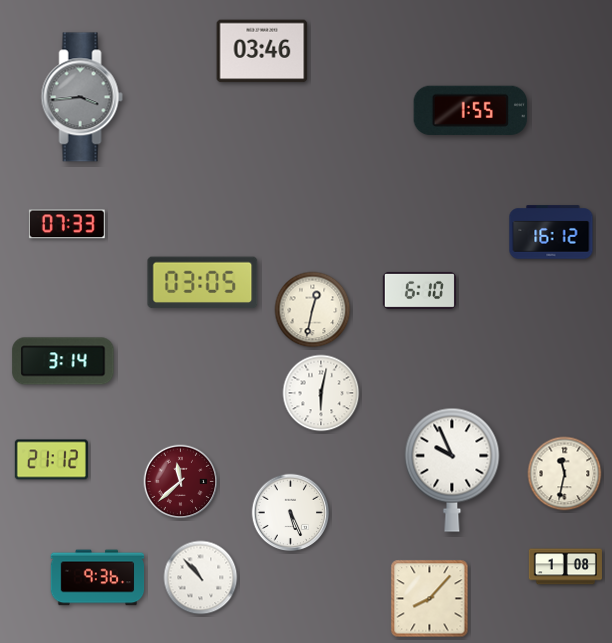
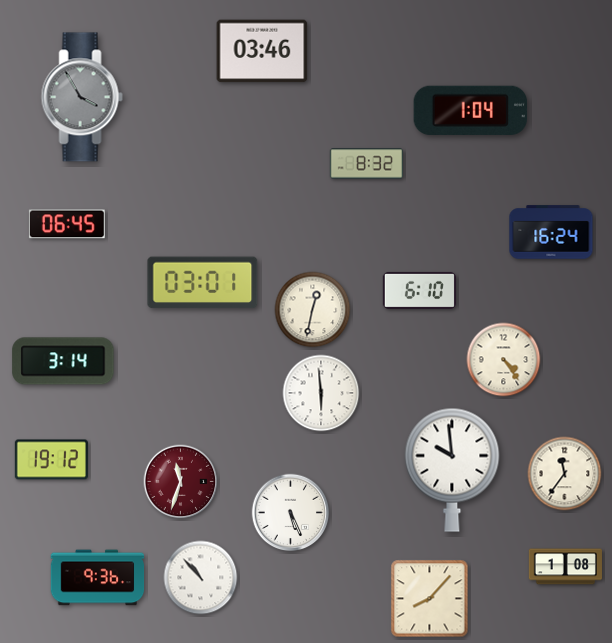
clock at (82, 97): 3:44 -> 3:55
clock at (471, 110): 1:55 -> 1:04
clock at (366, 164): none -> 8:32
clock at (67, 224): 07:33 -> 06:45
clock at (551, 232): 16:12 -> 16:24
clock at (203, 283): 03:05 -> 03:01
clock at (504, 360): none -> 4:24
clock at (321, 393): 6:02 -> 5:59
clock at (51, 460): 21:12 -> 19:12
clock at (452, 470): 9:56 -> 9:59
clock at (565, 474): 11:32 -> 11:36
clock at (181, 482): 11:38 -> 11:33
